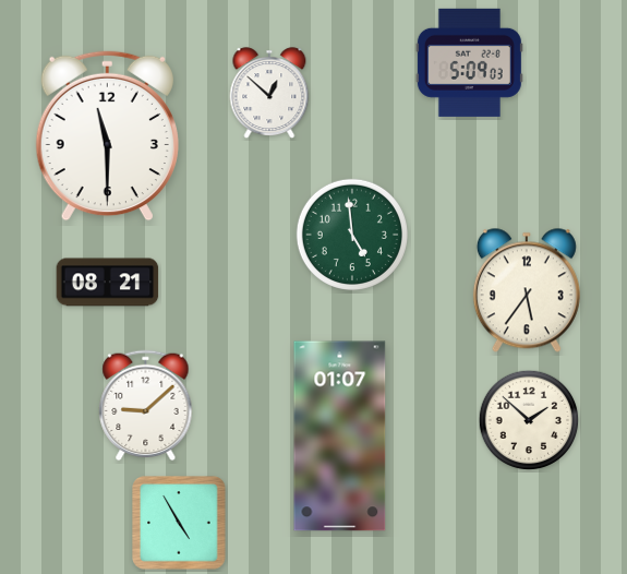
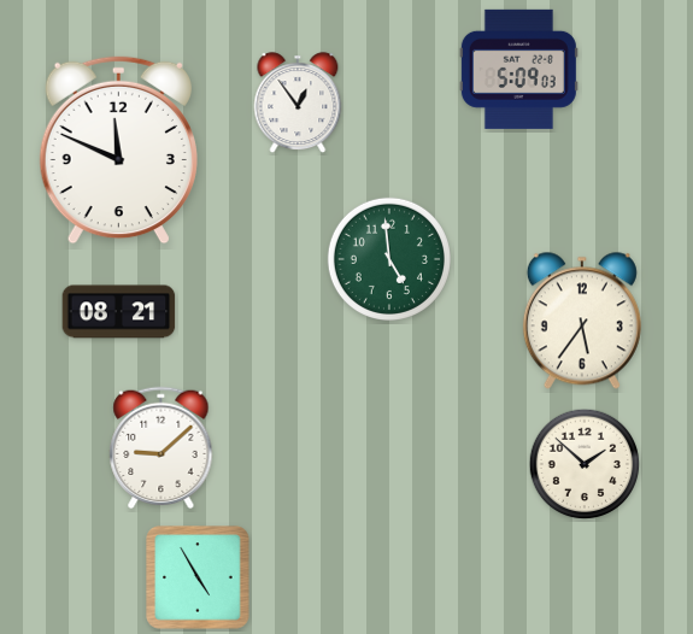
clock at (269, 94): 12:52 -> 12:54
clock at (107, 136): 11:30 -> 11:49
clock at (340, 437): 01:07 -> none
